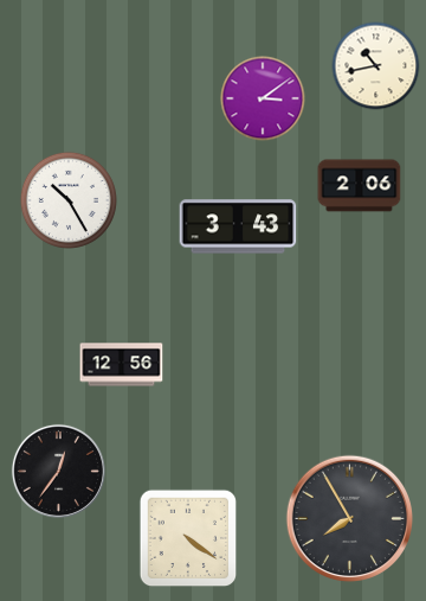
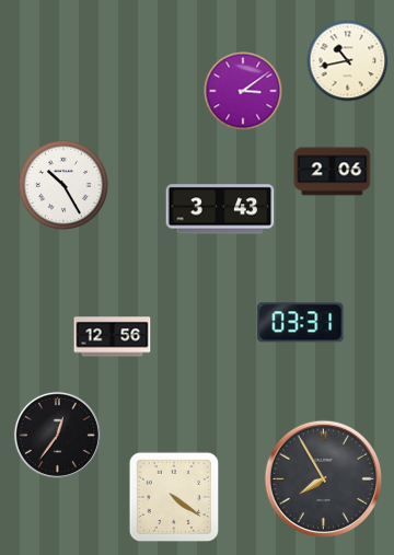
clock at (301, 323): none -> 03:31
clock at (58, 471) position: (58, 471) -> (57, 435)
